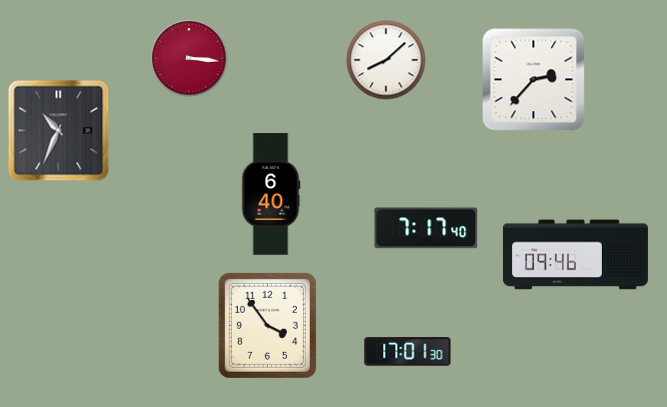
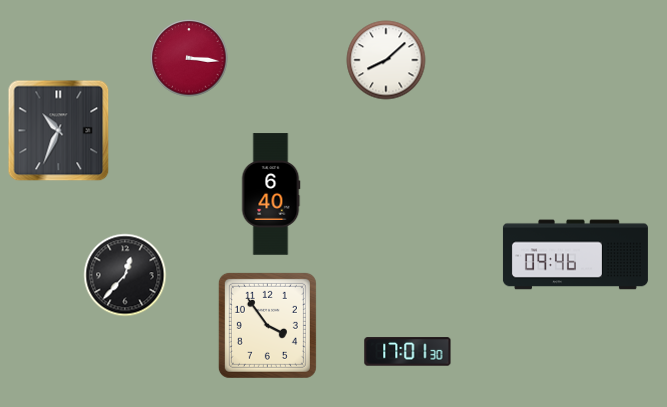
clock at (534, 80): 2:37 -> none
clock at (426, 228): 7:17 -> none
clock at (125, 275): none -> 12:37
